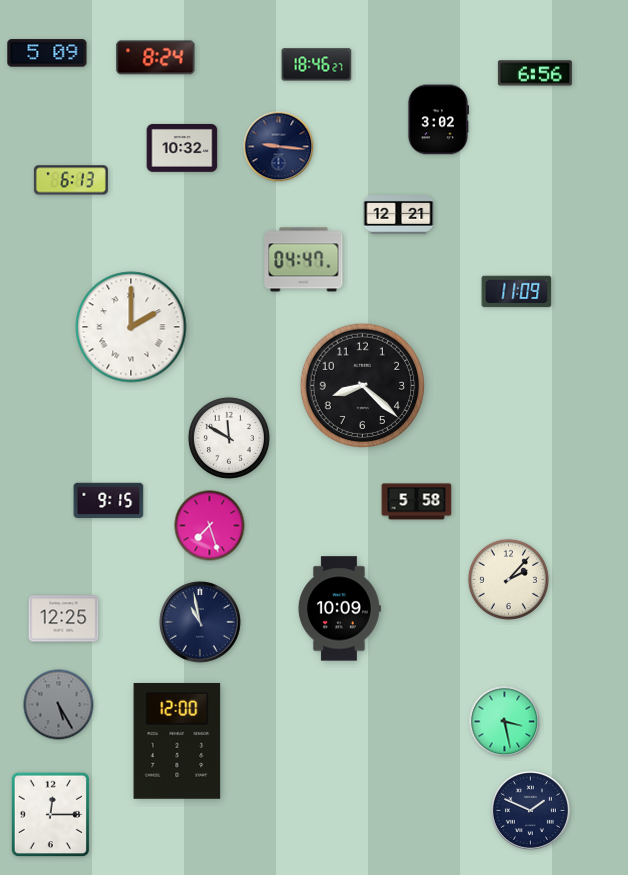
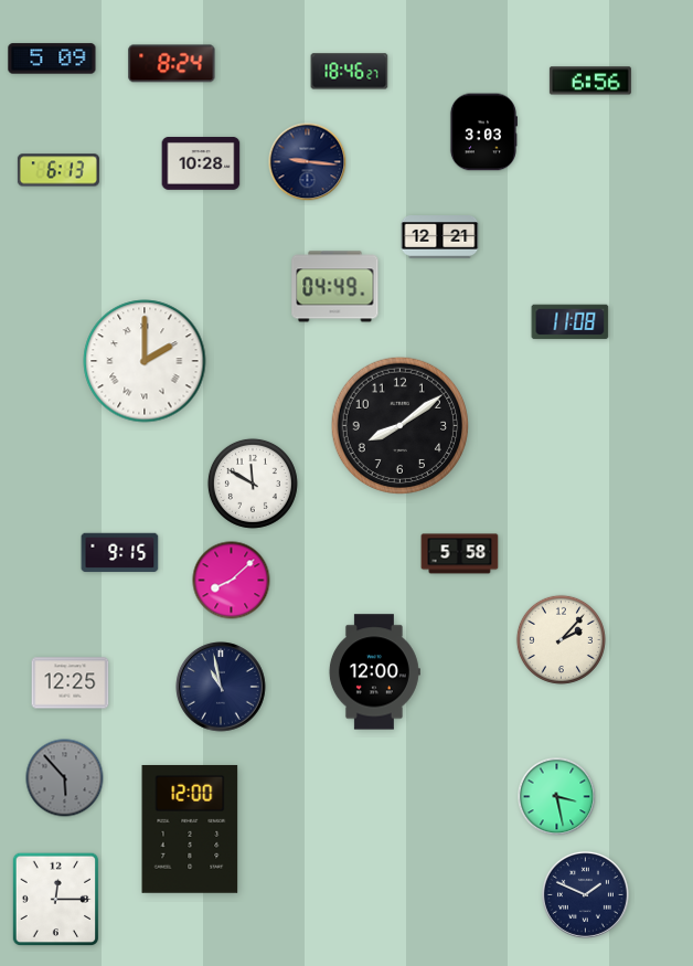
clock at (438, 120): 3:02 -> 3:03
clock at (182, 148): 10:32 -> 10:28
clock at (71, 180) position: (71, 180) -> (58, 170)
clock at (304, 260): 04:47 -> 04:49
clock at (517, 292): 11:09 -> 11:08
clock at (362, 385): 8:22 -> 8:09
clock at (210, 526): 7:27 -> 8:08
clock at (339, 609): 10:09 -> 12:00
clock at (59, 705): 5:25 -> 5:53
clock at (177, 741) position: (177, 741) -> (190, 829)
